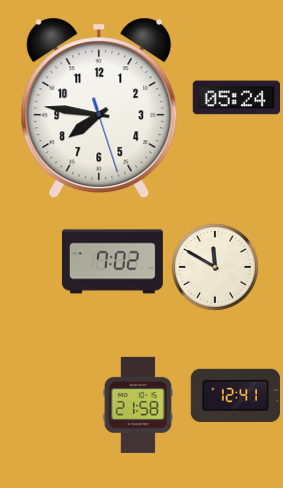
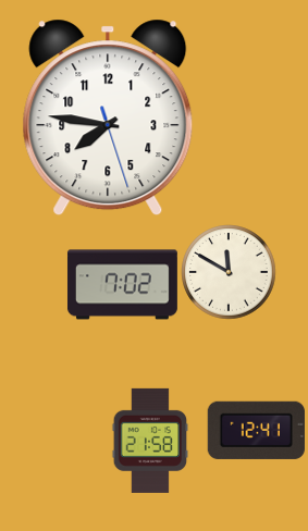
clock at (236, 98): 05:24 -> none
clock at (215, 267) position: (215, 267) -> (229, 272)
